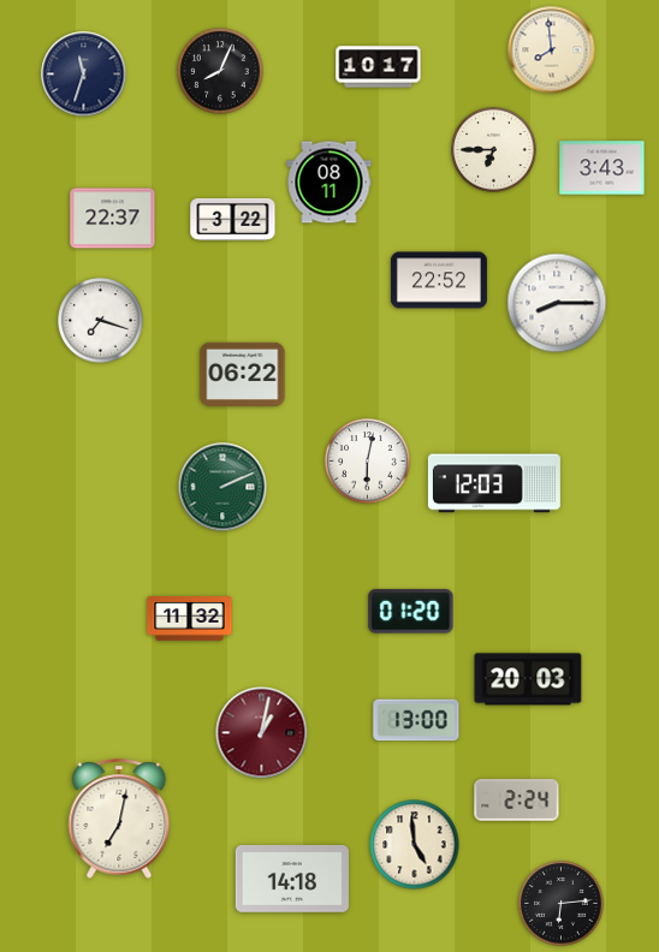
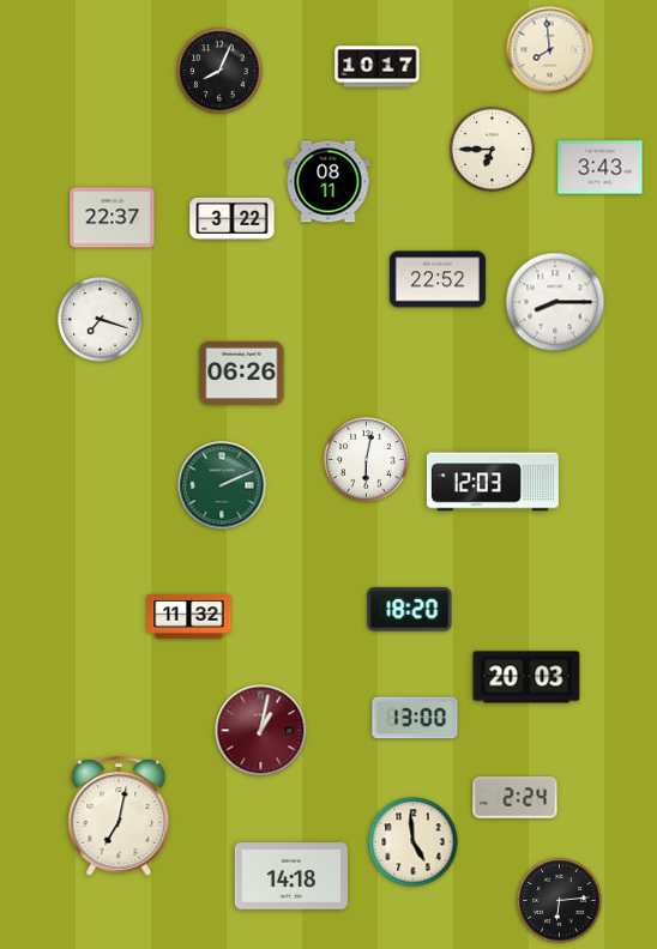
clock at (84, 75): 11:33 -> none
clock at (243, 374): 06:22 -> 06:26
clock at (411, 612): 01:20 -> 18:20
